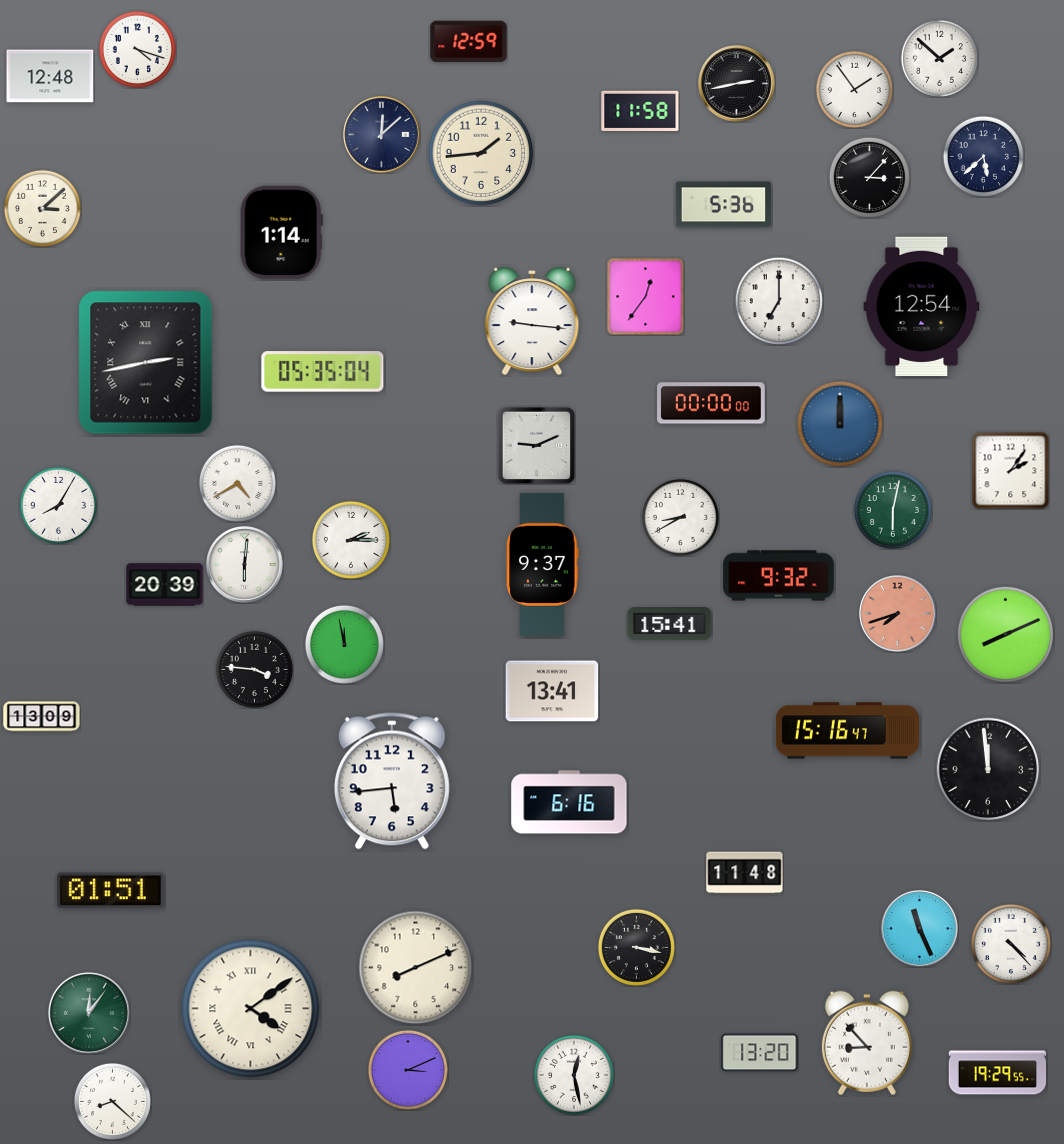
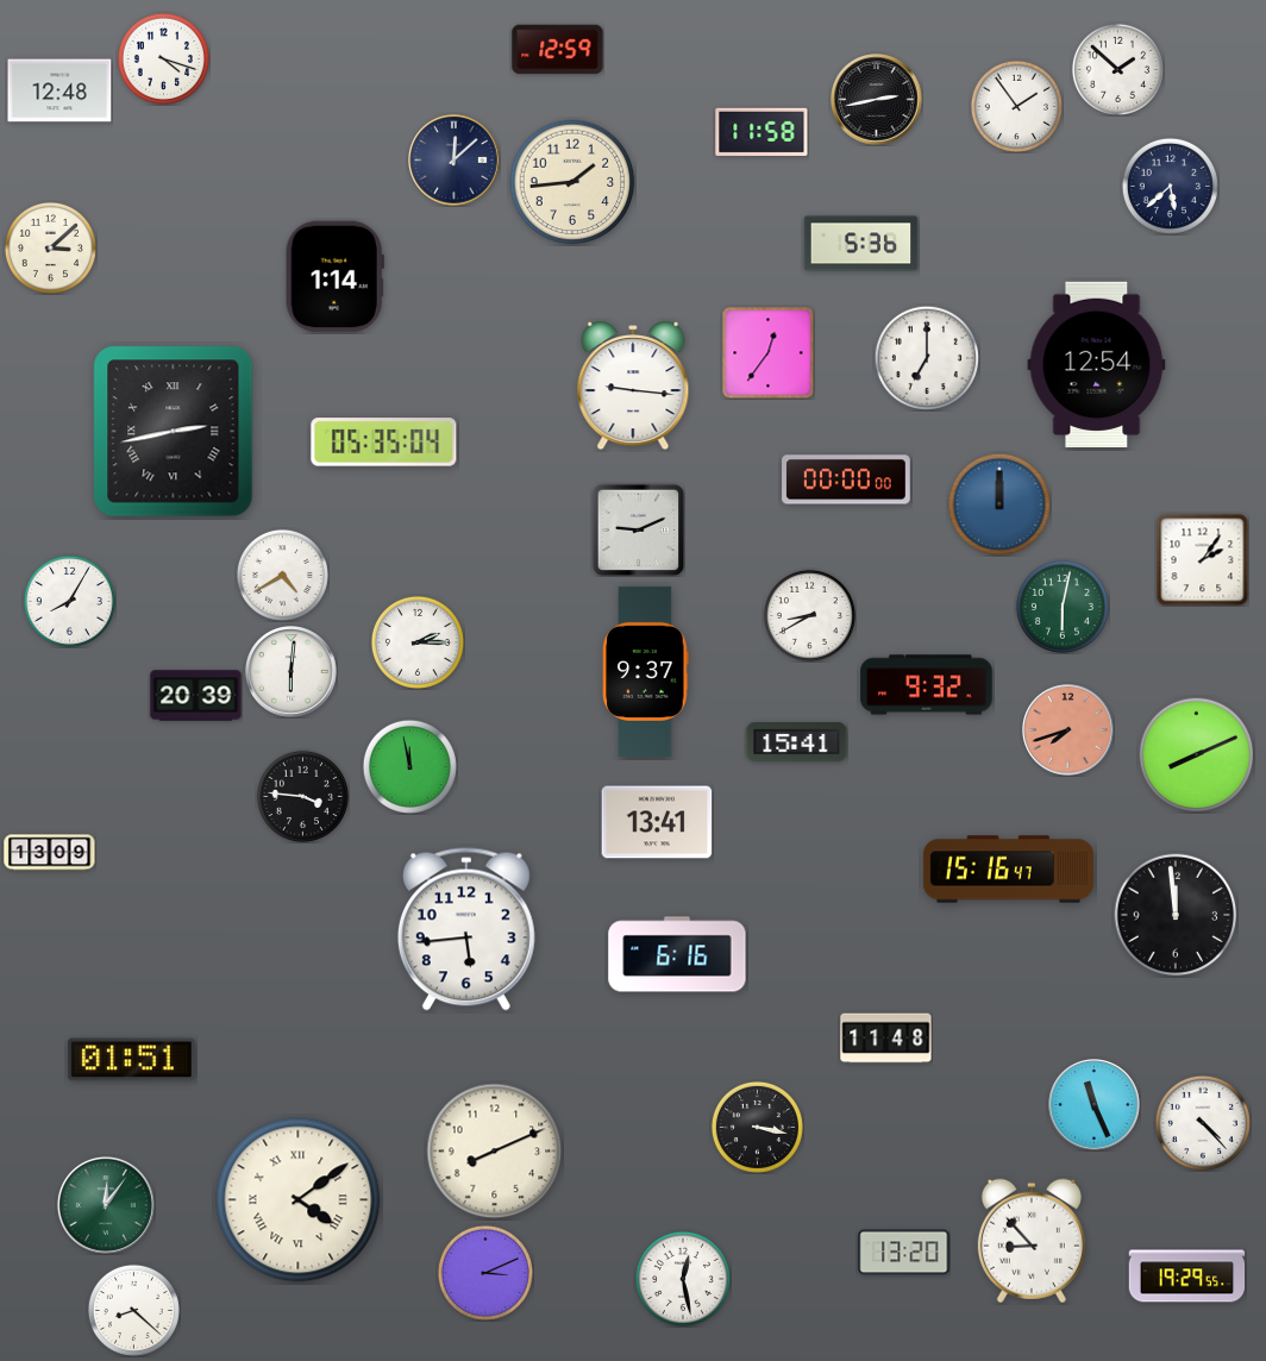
clock at (869, 177): 3:07 -> none
clock at (532, 321) position: (532, 321) -> (633, 385)
